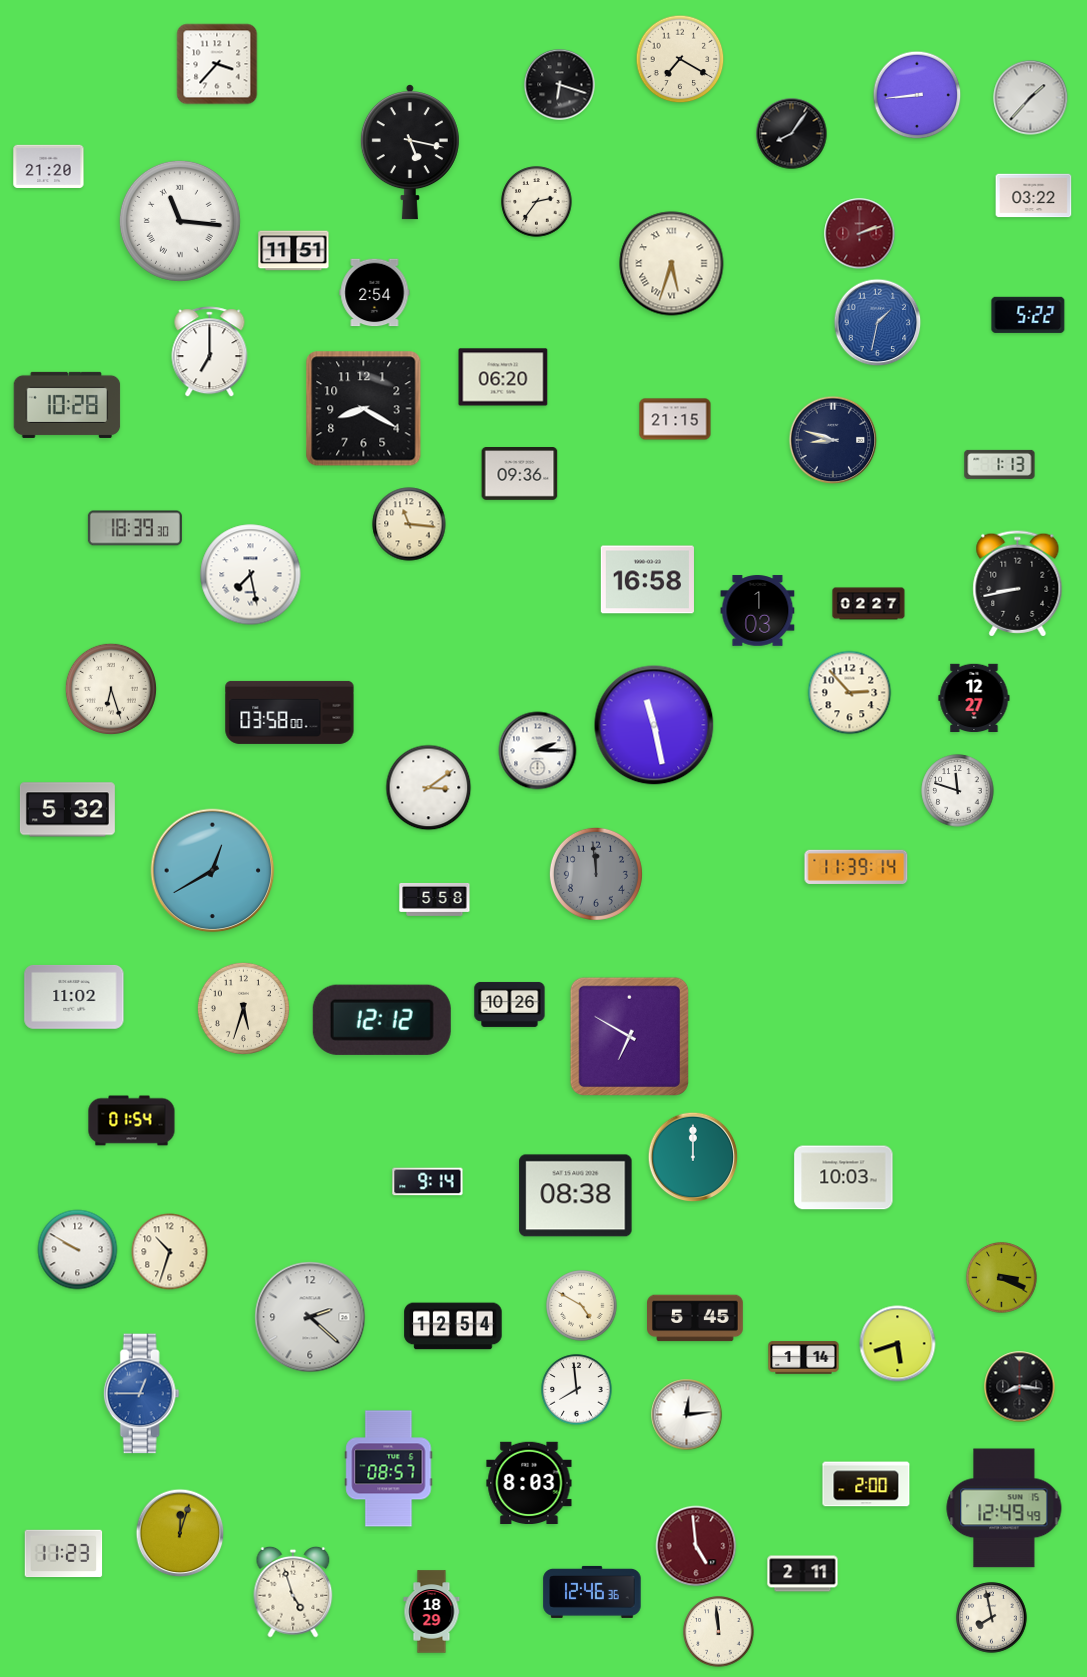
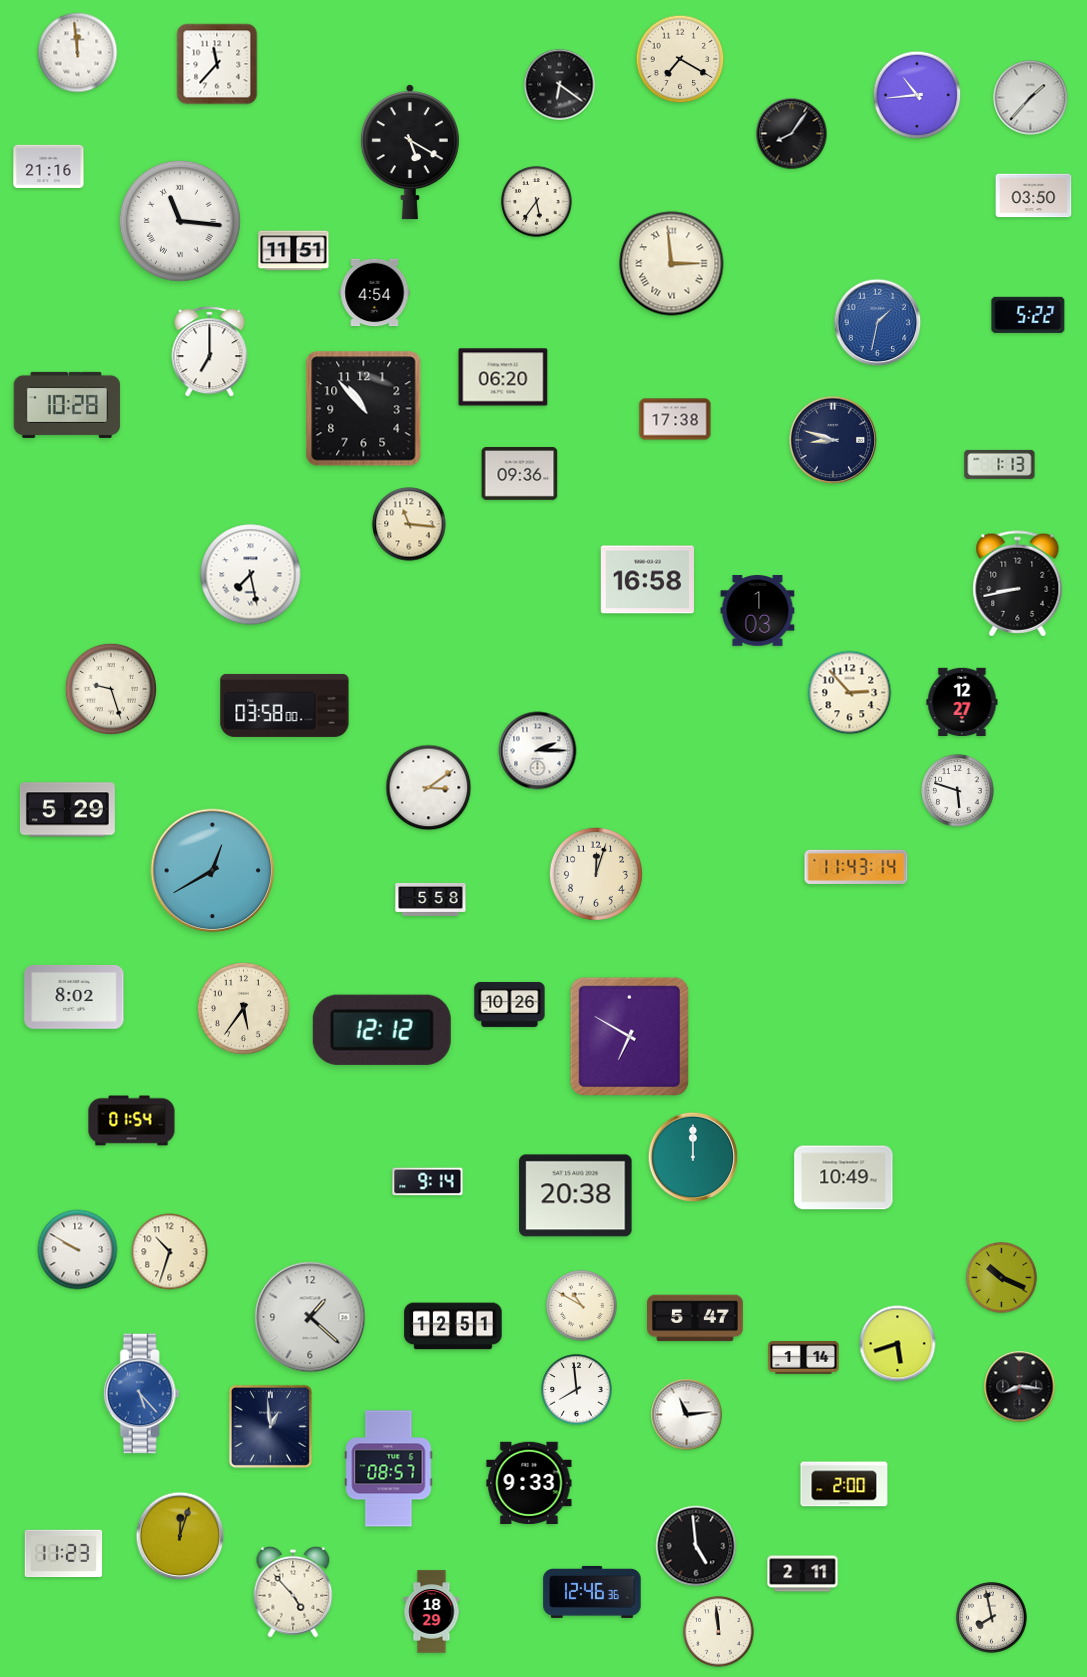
clock at (78, 53): none -> 11:59
clock at (217, 64): 3:37 -> 11:37
clock at (560, 85): 6:18 -> 6:21
clock at (917, 95): 8:44 -> 10:44
clock at (410, 152): 5:17 -> 5:20
clock at (49, 166): 21:20 -> 21:16
clock at (1034, 196): 03:22 -> 03:50
clock at (537, 202): 2:36 -> 5:36
clock at (860, 234): 2:12 -> none
clock at (672, 264): 5:33 -> 2:59
clock at (375, 293): 2:54 -> 4:54
clock at (364, 409): 8:20 -> 10:53
clock at (675, 419): 21:15 -> 17:38
clock at (135, 528): 18:39 -> none
clock at (869, 604): 02:27 -> none
clock at (111, 689): 6:27 -> 9:27
clock at (974, 697) position: (974, 697) -> (962, 701)
clock at (290, 712) position: (290, 712) -> (285, 705)
clock at (654, 725): 11:28 -> none
clock at (958, 791): 11:48 -> 5:48
clock at (67, 810): 5:32 -> 5:29
clock at (856, 867): 11:39 -> 11:43
clock at (596, 874): 11:59 -> 12:03
clock at (596, 874) dial: grey -> cream
clock at (435, 899) position: (435, 899) -> (431, 899)
clock at (74, 997): 11:02 -> 8:02
clock at (243, 1008): 5:33 -> 5:36
clock at (382, 1020) position: (382, 1020) -> (382, 1030)
clock at (844, 1178): 10:03 -> 10:49
clock at (576, 1196): 08:38 -> 20:38
clock at (1002, 1278): 3:19 -> 10:19
clock at (582, 1306): 4:50 -> 10:50
clock at (310, 1317): 2:22 -> 1:22
clock at (696, 1318): 5:45 -> 5:47
clock at (453, 1326): 12:54 -> 12:51
clock at (141, 1394): 12:45 -> 5:23
clock at (687, 1415): 12:14 -> 11:14
clock at (270, 1426): none -> 12:59
clock at (529, 1483): 8:03 -> 9:33
clock at (866, 1484) position: (866, 1484) -> (844, 1484)
clock at (1004, 1508): 12:49 -> none
clock at (180, 1533) position: (180, 1533) -> (180, 1536)
clock at (696, 1546) dial: burgundy -> black
clock at (293, 1592): 4:57 -> 4:53
